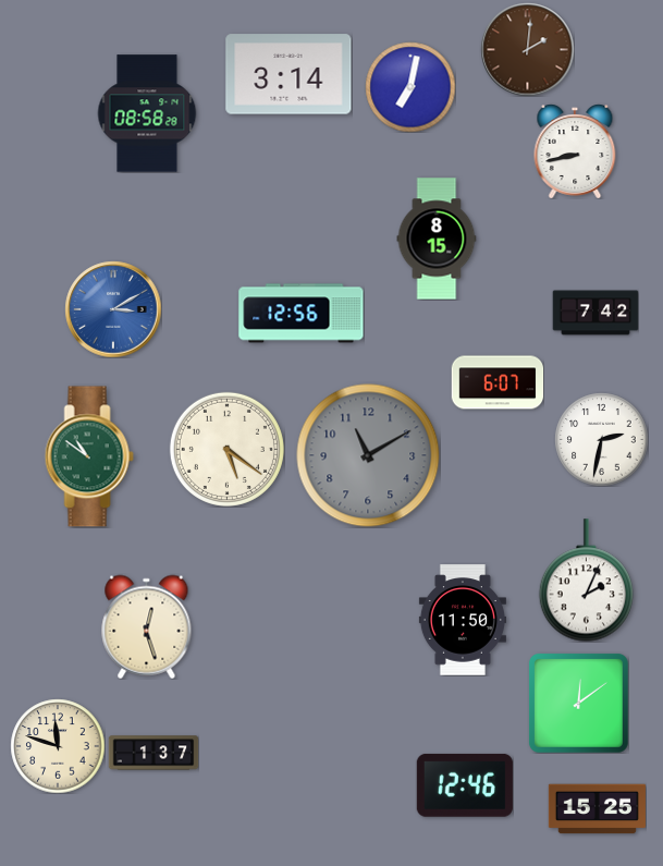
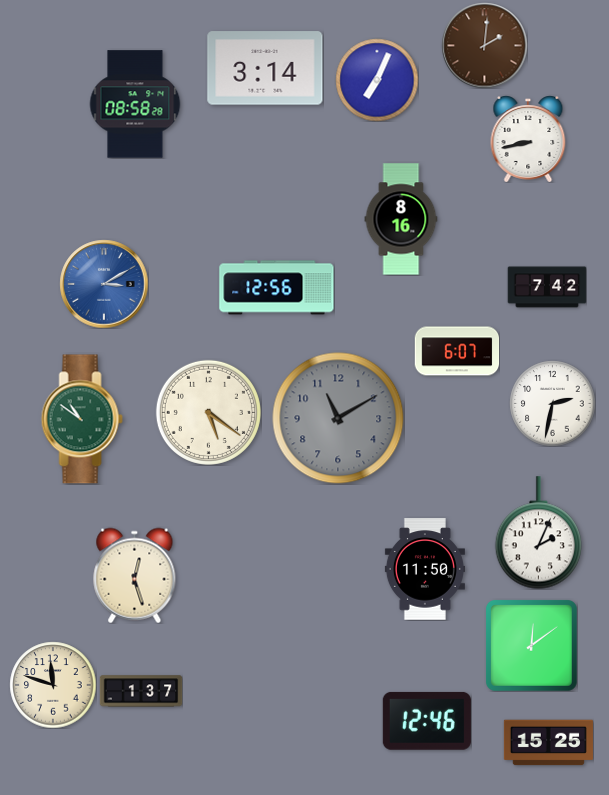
clock at (410, 87): 7:02 -> 7:04
clock at (437, 239): 8:15 -> 8:16
